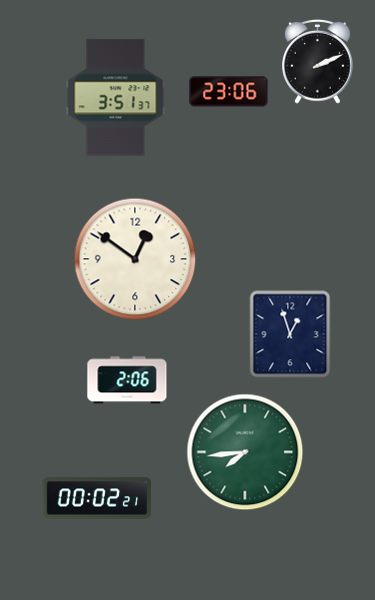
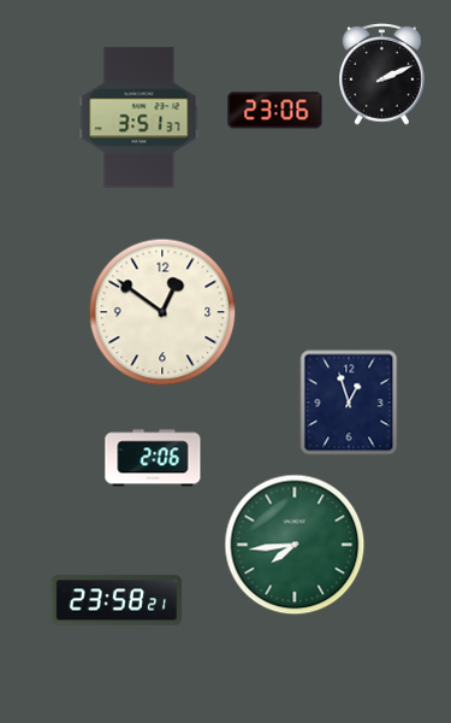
clock at (97, 498): 00:02 -> 23:58
